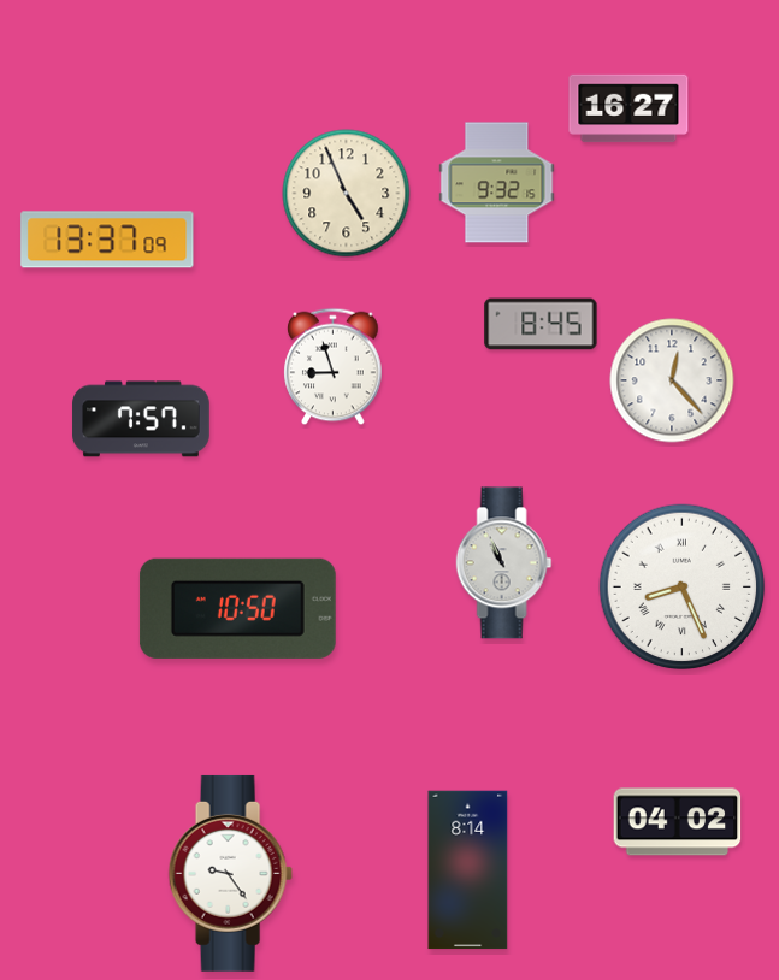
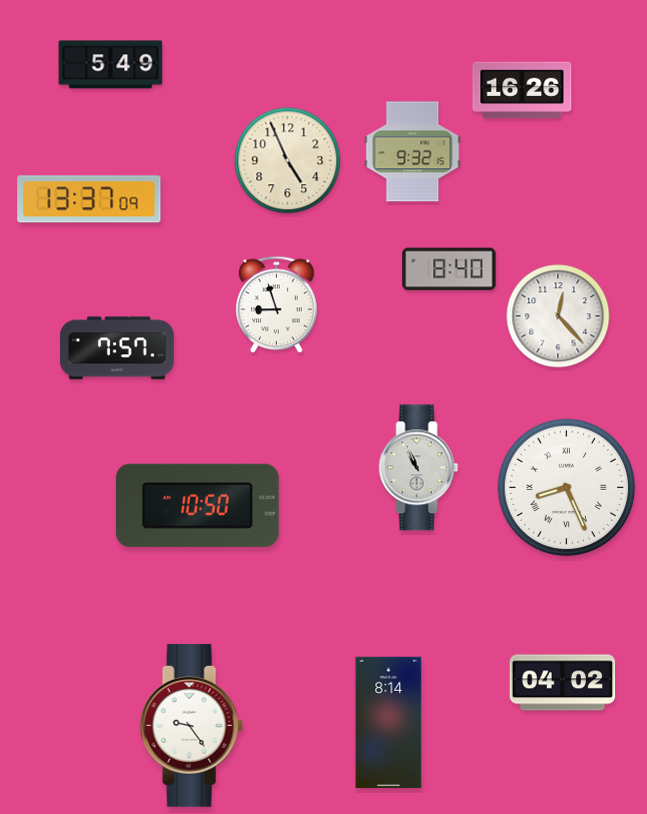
clock at (111, 65): none -> 5:49
clock at (628, 108): 16:27 -> 16:26
clock at (541, 324): 8:45 -> 8:40
